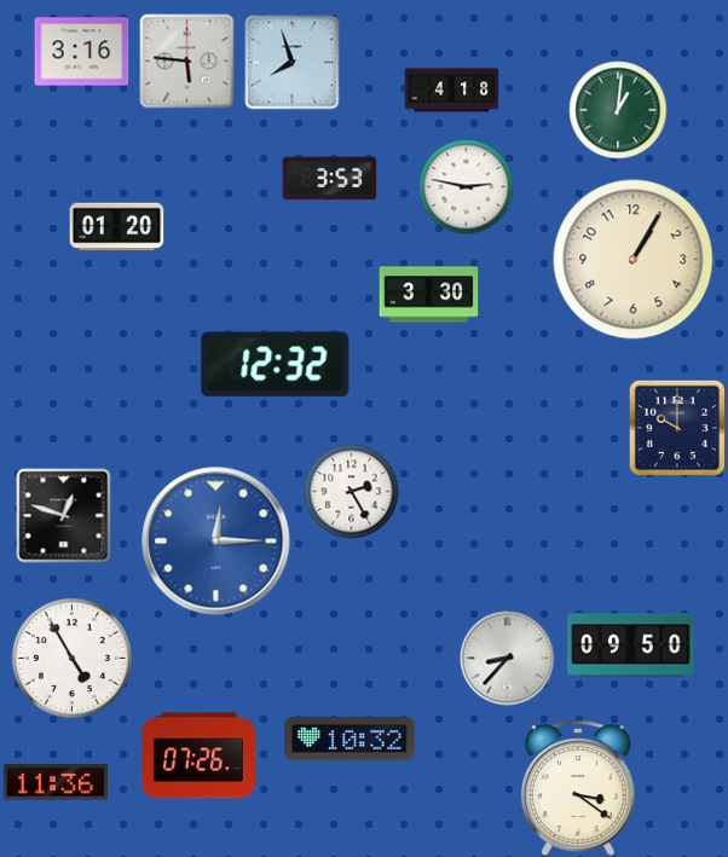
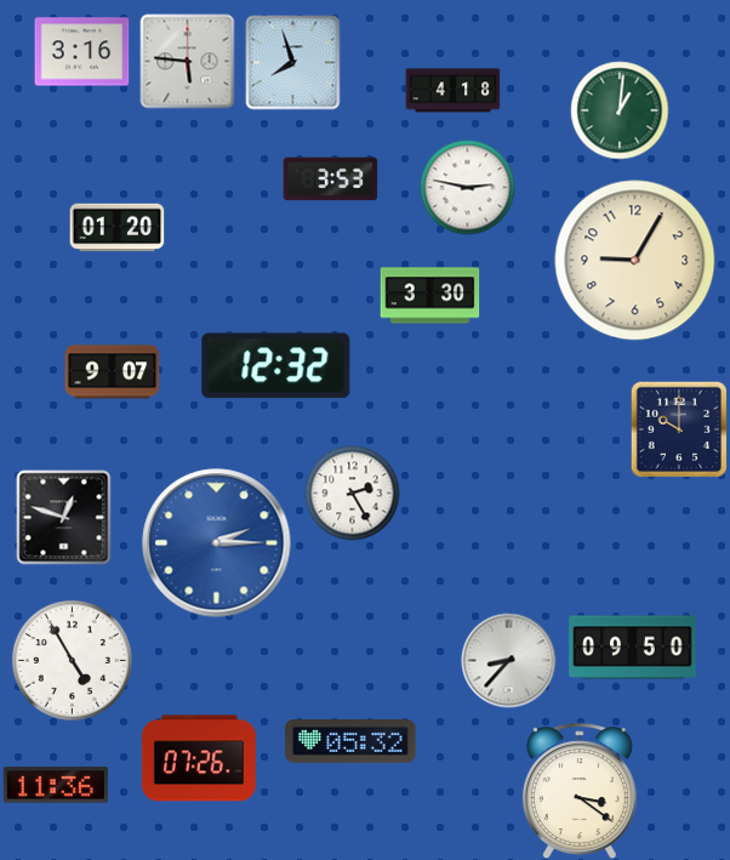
clock at (634, 260): 1:05 -> 9:05
clock at (112, 372): none -> 9:07
clock at (216, 542): 12:15 -> 2:15
clock at (349, 740): 10:32 -> 05:32
